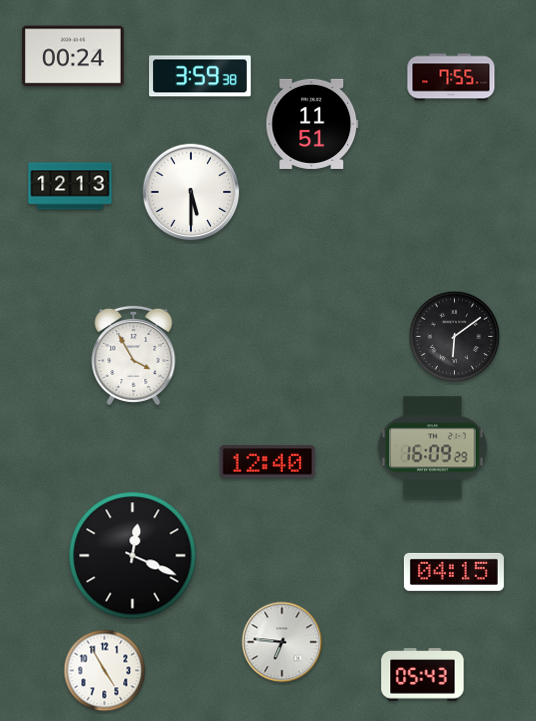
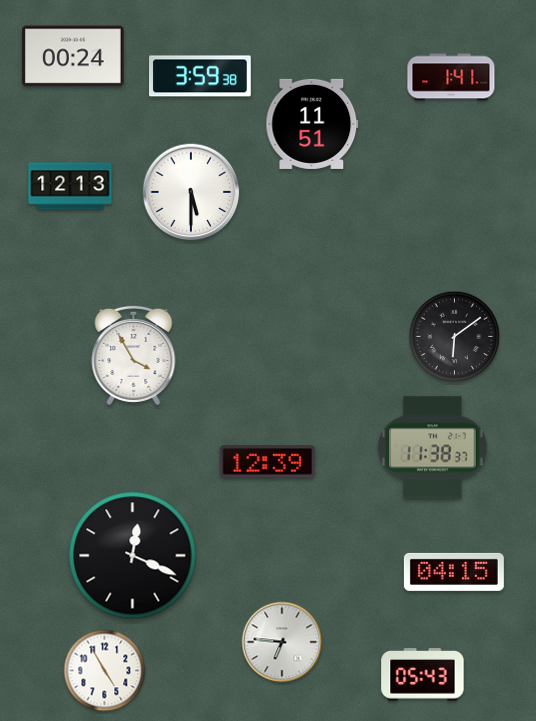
clock at (451, 77): 7:55 -> 1:41
clock at (433, 448): 16:09 -> 11:38
clock at (268, 462): 12:40 -> 12:39
